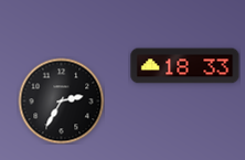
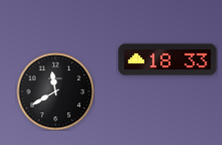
clock at (61, 100): 2:35 -> 11:40
